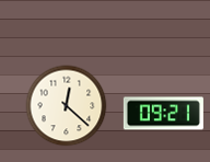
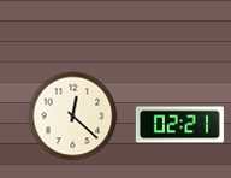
clock at (163, 114): 09:21 -> 02:21
